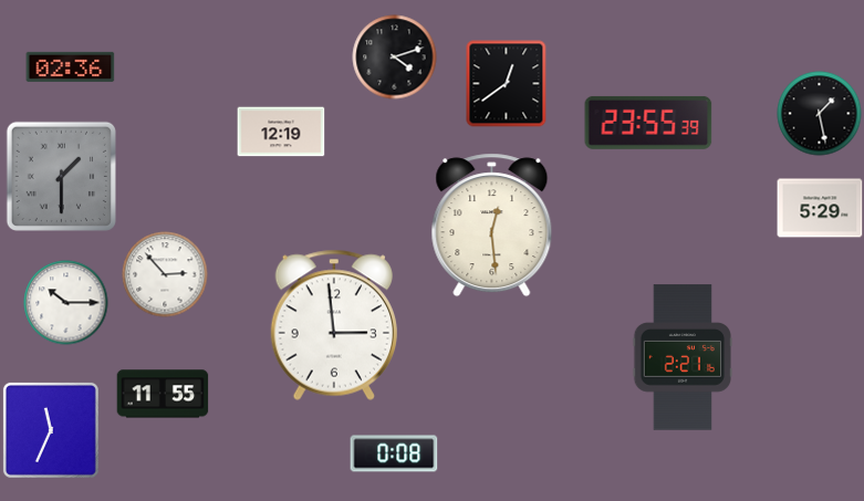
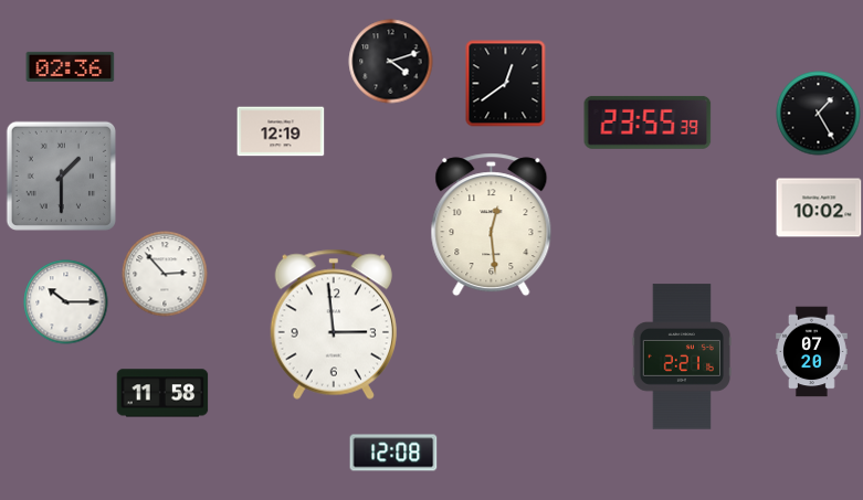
clock at (395, 58) position: (395, 58) -> (391, 62)
clock at (820, 114): 1:28 -> 1:25
clock at (820, 208): 5:29 -> 10:02
clock at (812, 352): none -> 07:20
clock at (163, 394): 11:55 -> 11:58
clock at (51, 430): 11:34 -> none
clock at (394, 453): 0:08 -> 12:08
